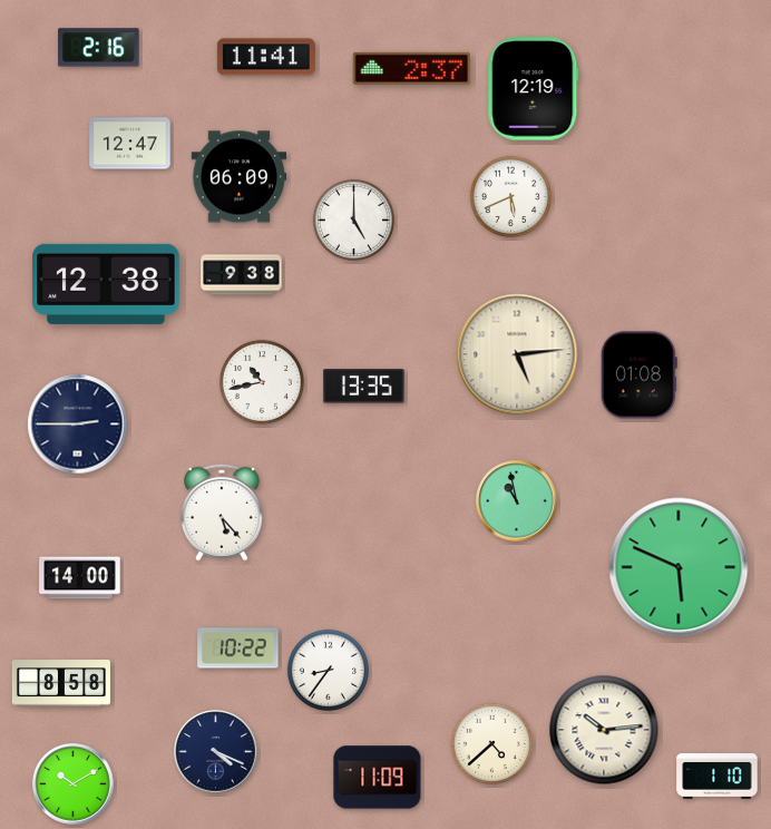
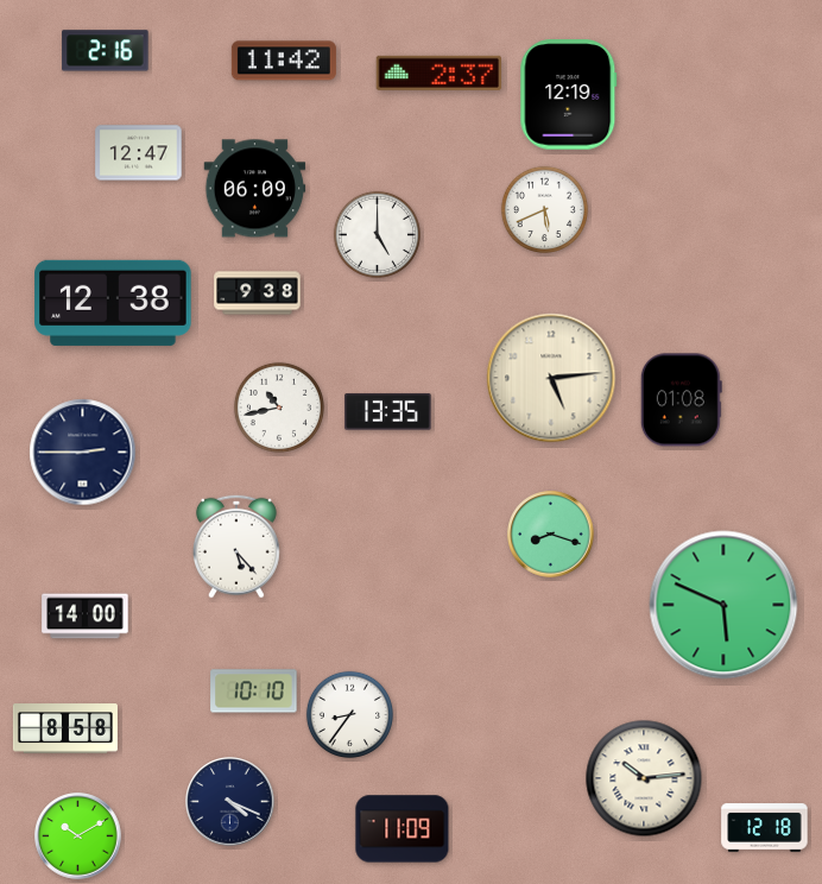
clock at (266, 57): 11:41 -> 11:42
clock at (517, 501): 10:58 -> 8:18
clock at (238, 648): 10:22 -> 10:10
clock at (491, 743): 4:38 -> none
clock at (718, 777): 1:10 -> 12:18
